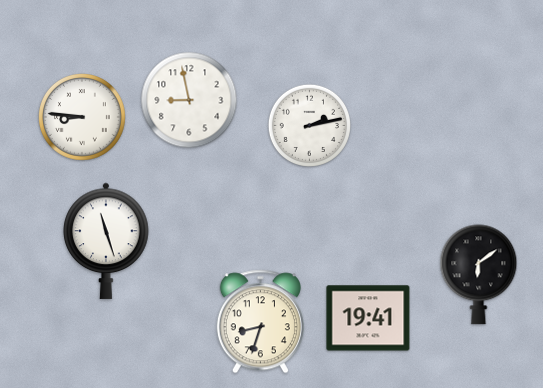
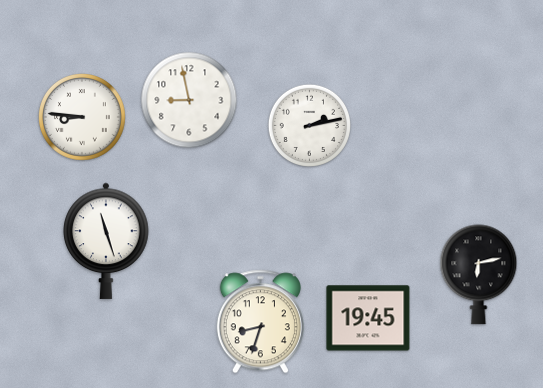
clock at (479, 275): 6:09 -> 6:13
clock at (368, 318): 19:41 -> 19:45
